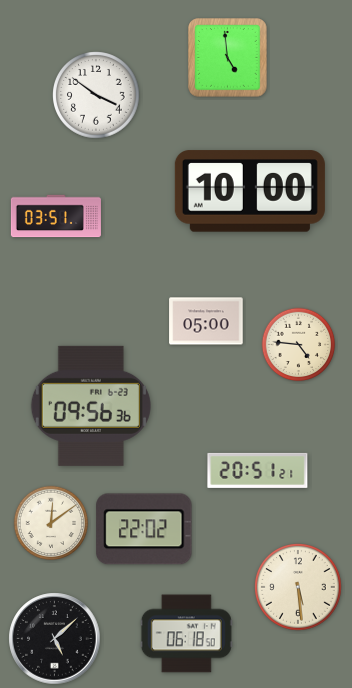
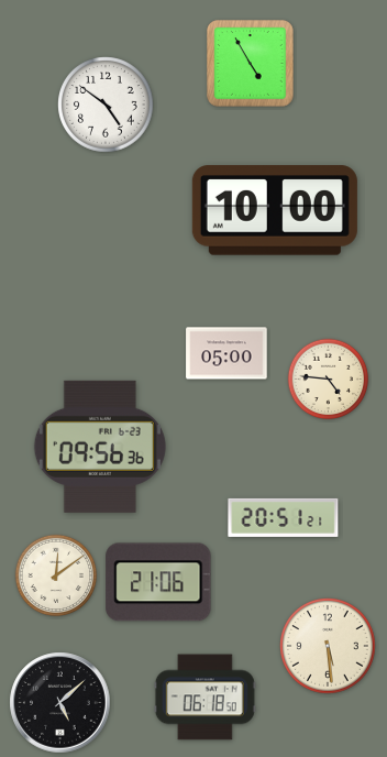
clock at (228, 58): 4:59 -> 4:55
clock at (96, 95): 3:51 -> 4:51
clock at (56, 216): 03:51 -> none
clock at (144, 529): 22:02 -> 21:06
